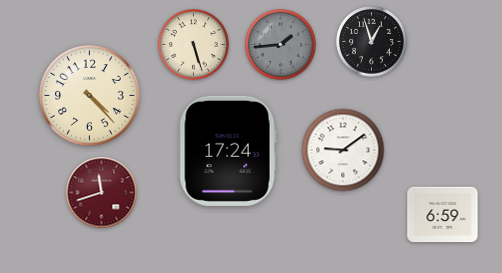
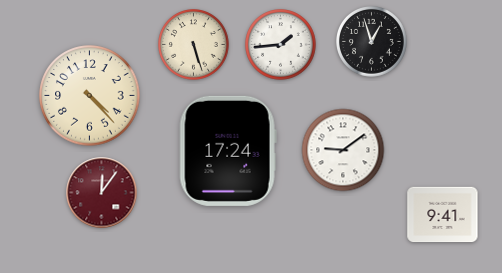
clock at (281, 45) dial: grey -> white
clock at (102, 193): 11:42 -> 12:06
clock at (443, 215): 6:59 -> 9:41
